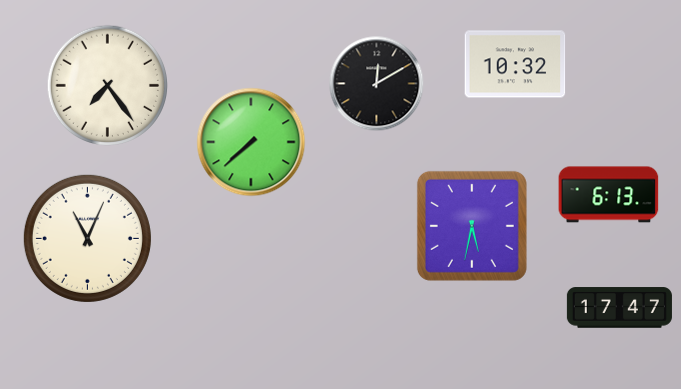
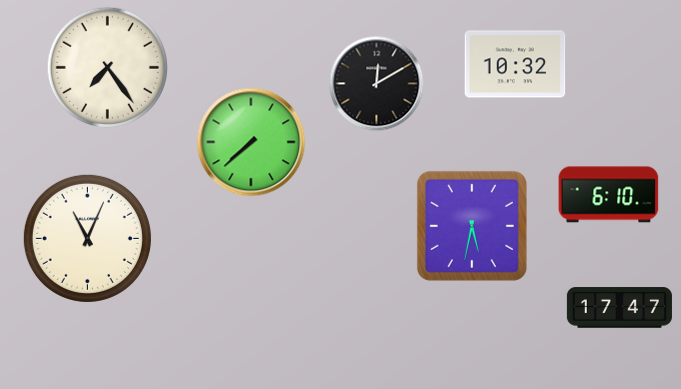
clock at (107, 85) position: (107, 85) -> (107, 67)
clock at (609, 195): 6:13 -> 6:10
